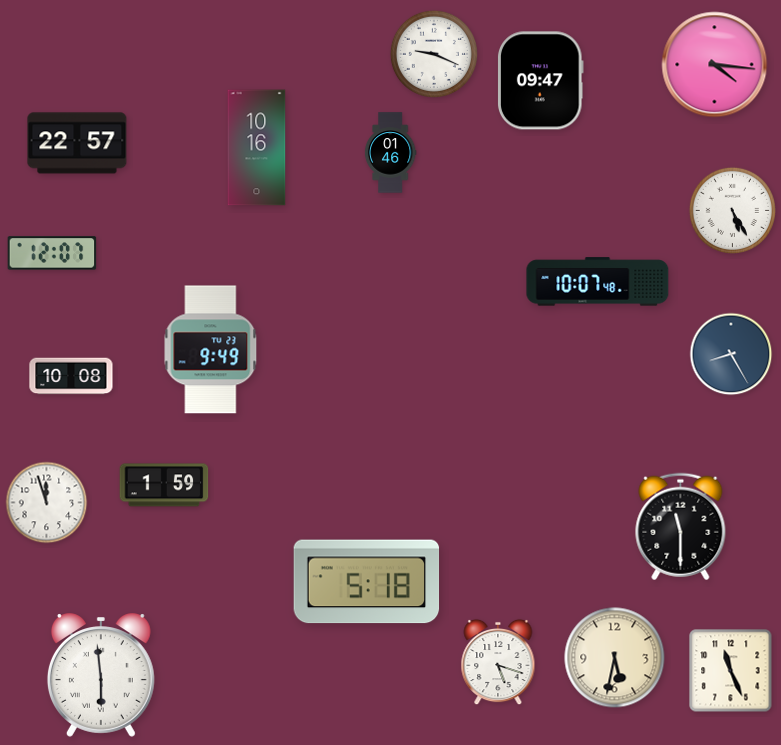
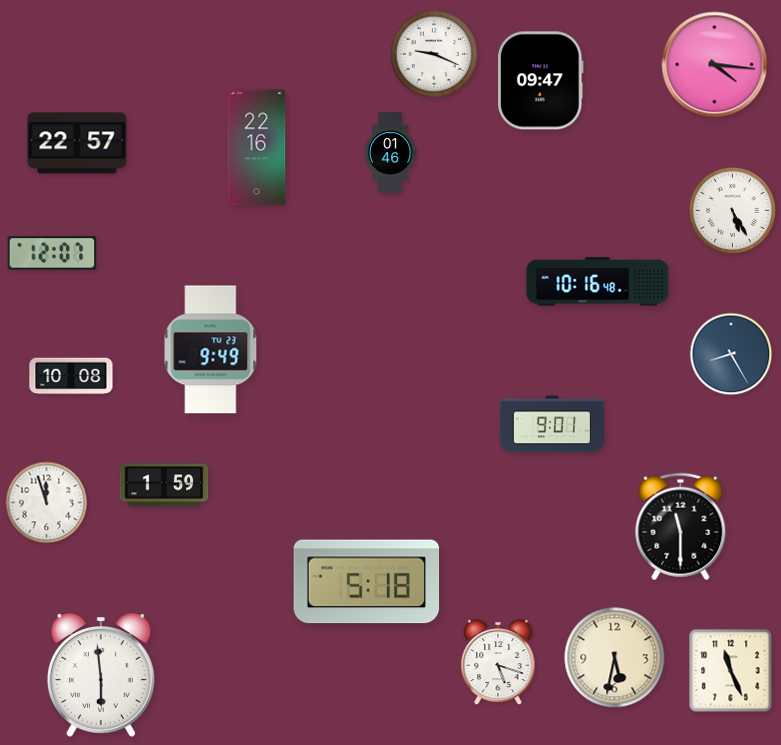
clock at (257, 148): 10:16 -> 22:16
clock at (598, 282): 10:07 -> 10:16
clock at (552, 424): none -> 9:01
